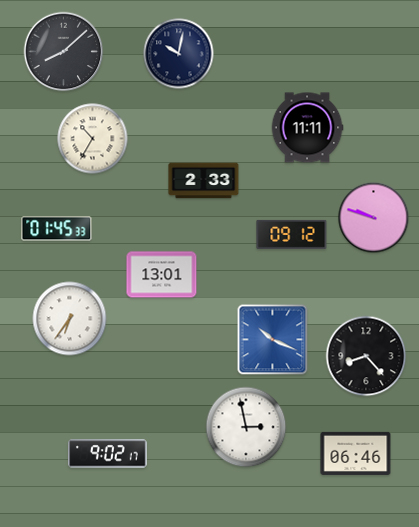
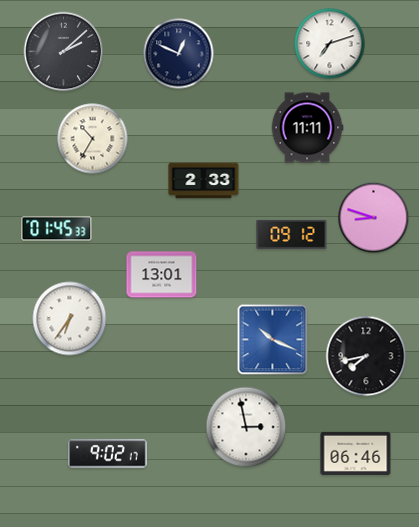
clock at (330, 44): none -> 7:12
clock at (64, 52): 8:08 -> 2:08
clock at (179, 54): 10:02 -> 12:49
clock at (374, 218): 9:48 -> 8:48
clock at (366, 356): 8:23 -> 7:43
